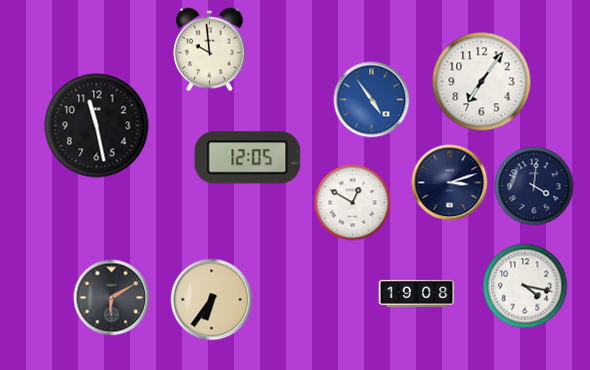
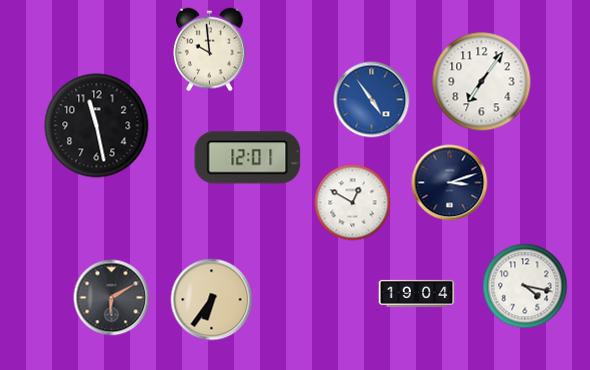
clock at (248, 158): 12:05 -> 12:01
clock at (534, 186): 4:01 -> none
clock at (417, 293): 19:08 -> 19:04
